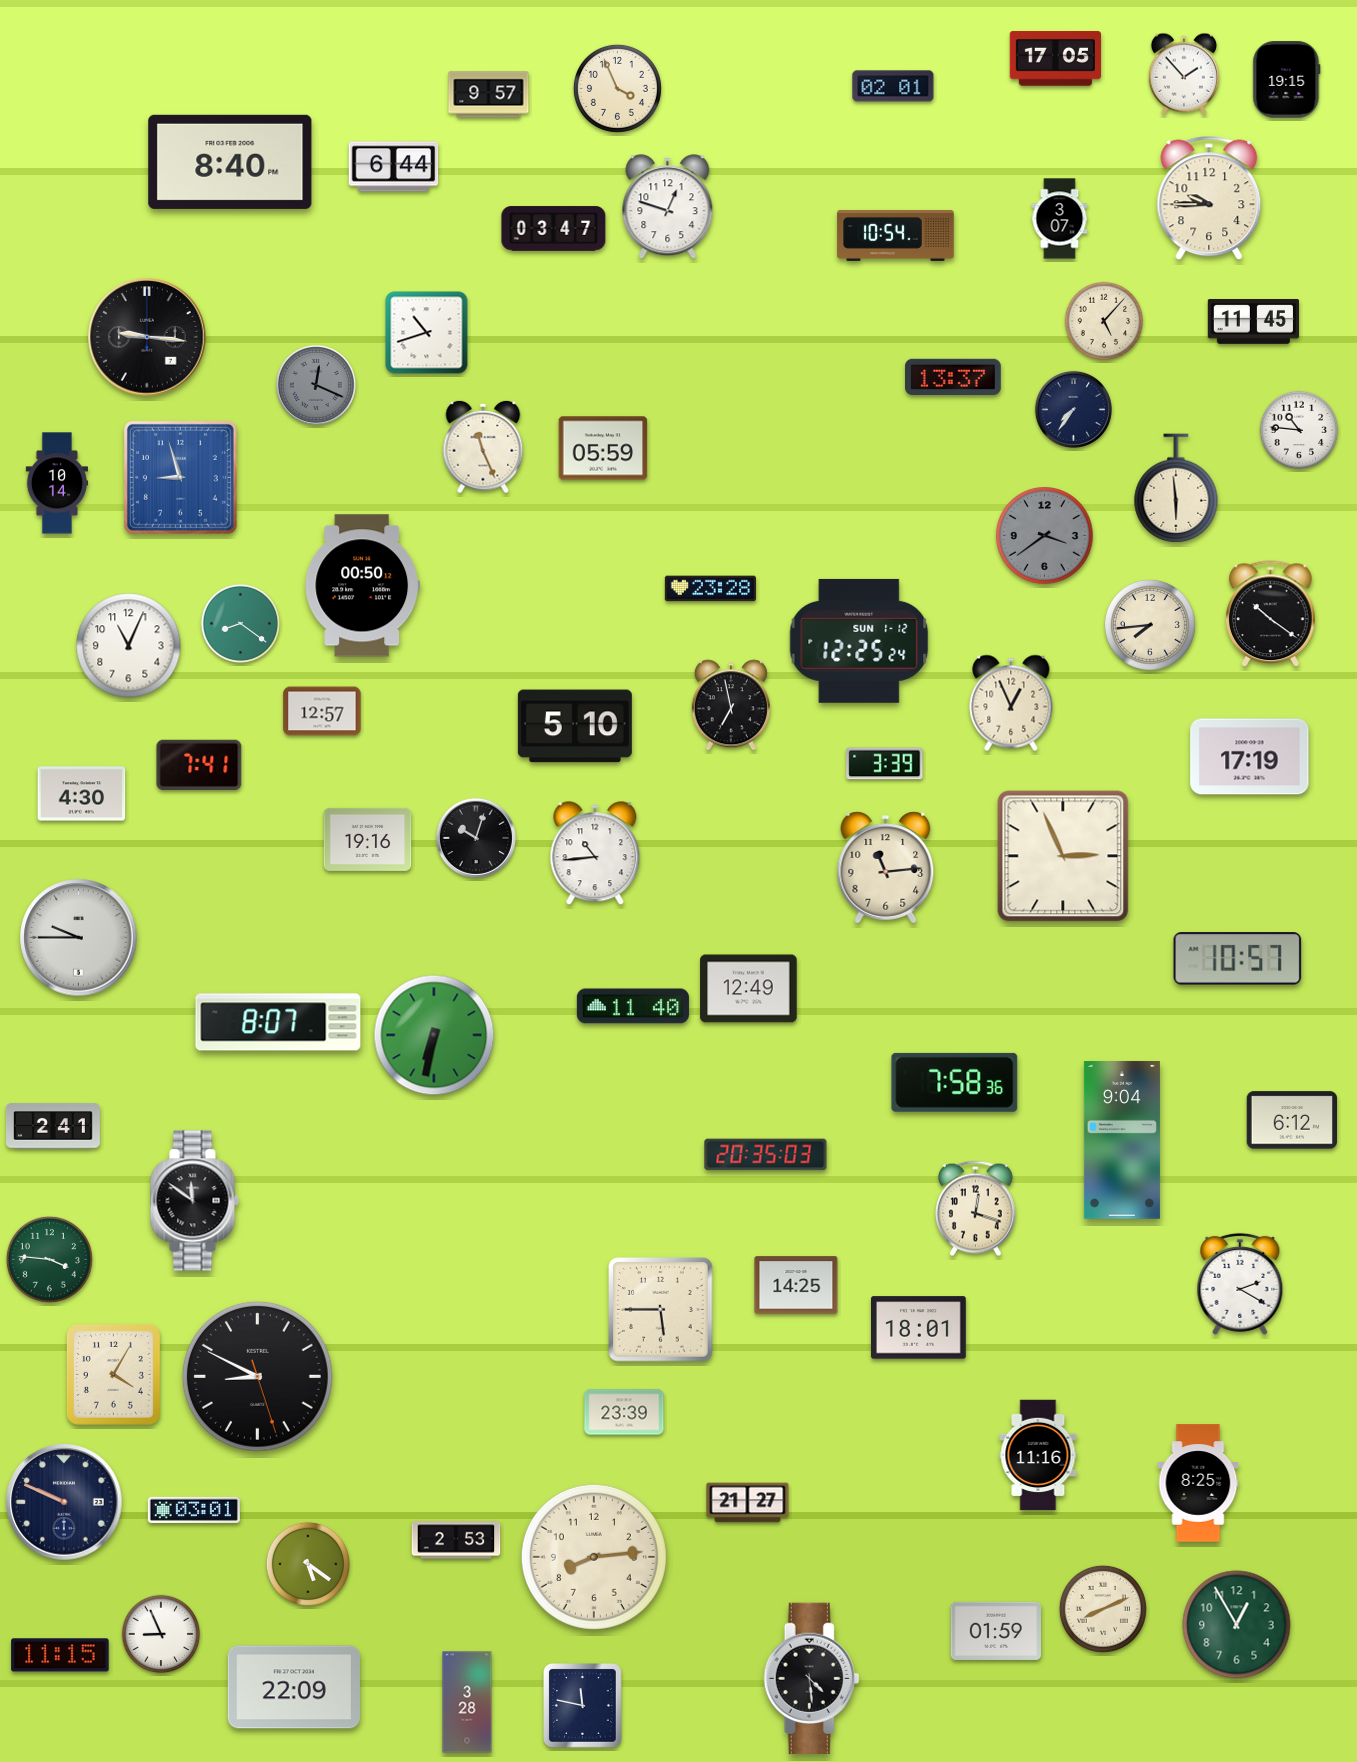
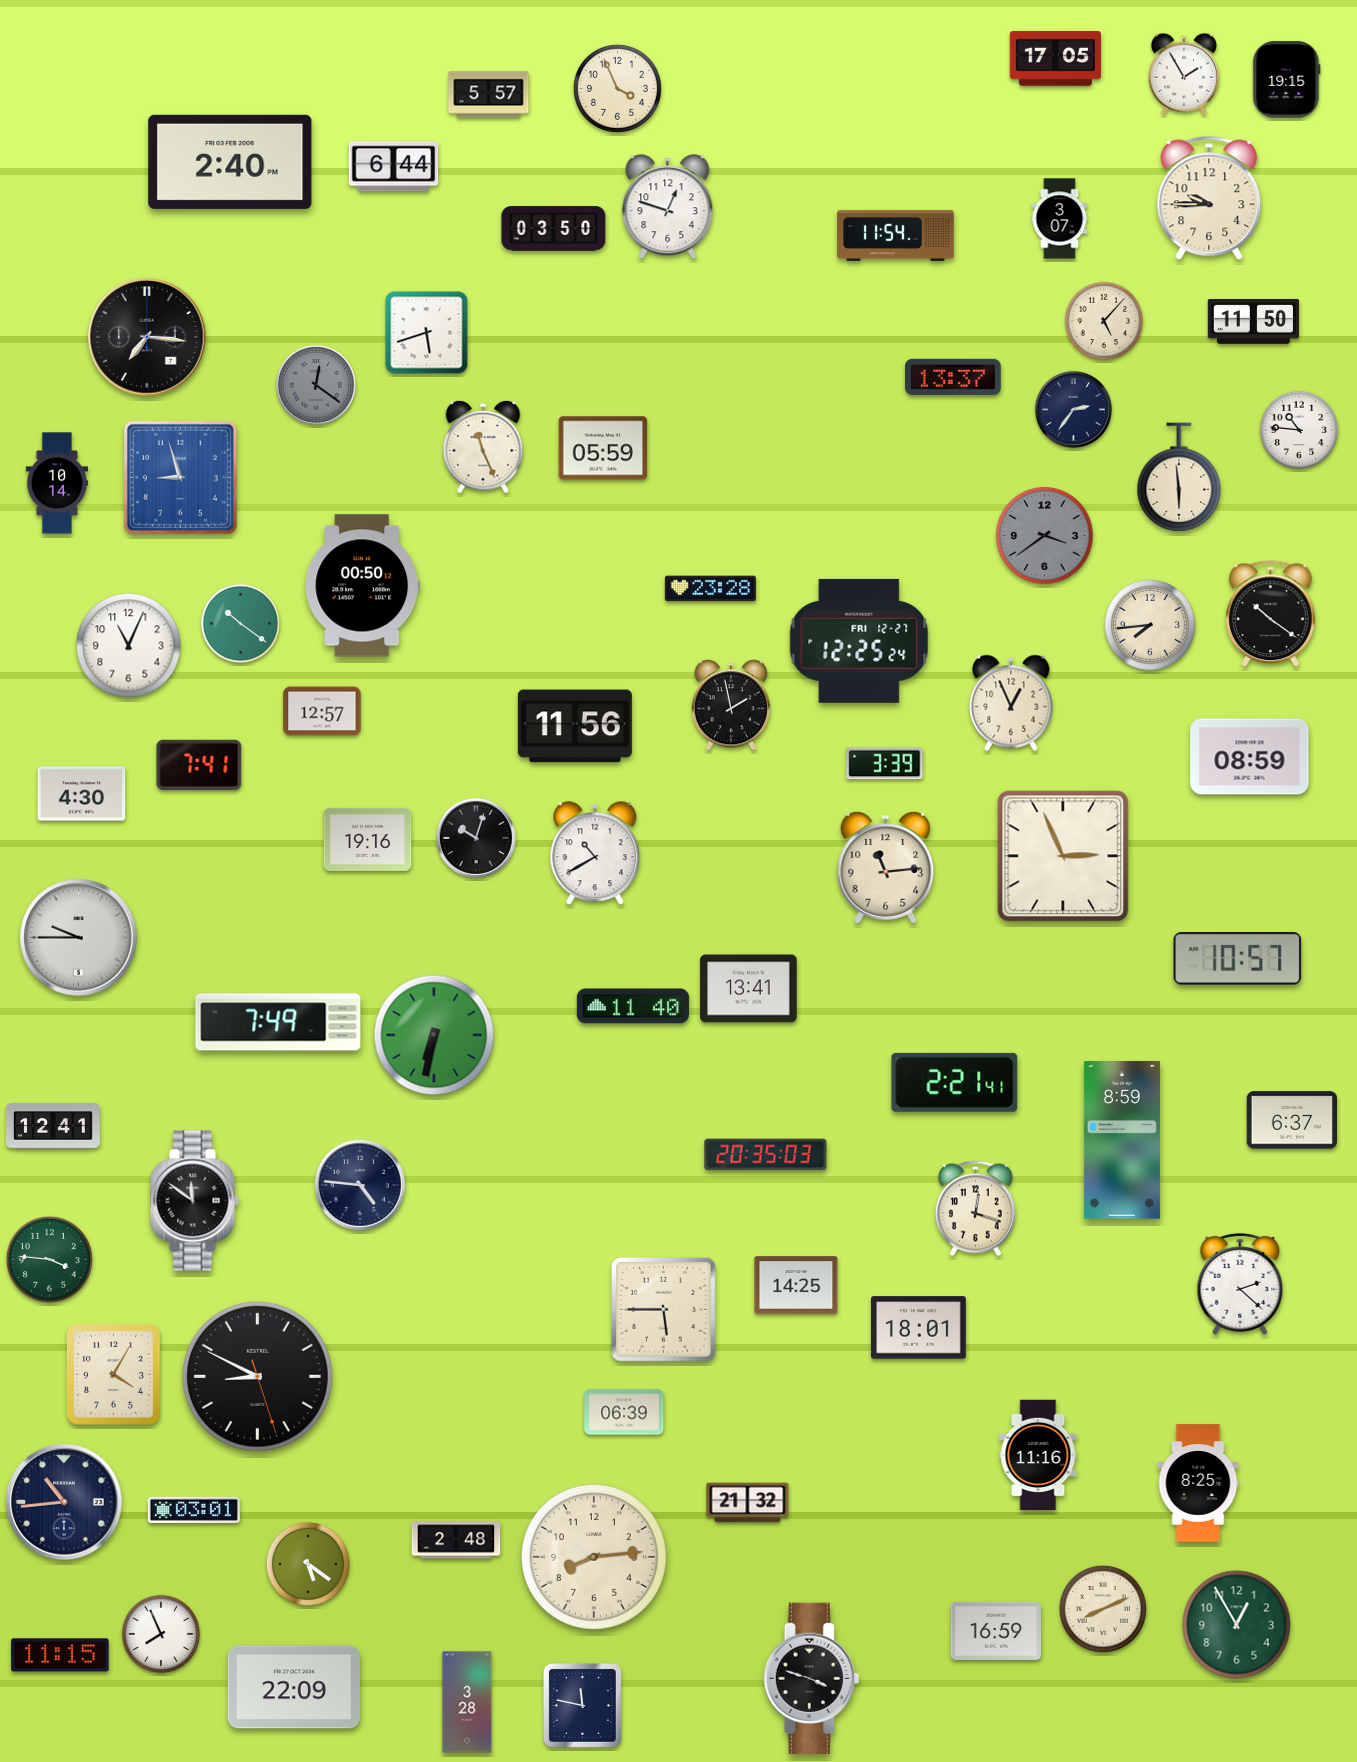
clock at (1184, 74): 1:53 -> 1:55
clock at (893, 86): 02:01 -> none
clock at (489, 95): 9:57 -> 5:57
clock at (230, 162): 8:40 -> 2:40
clock at (554, 229): 03:47 -> 03:50
clock at (896, 235): 10:54 -> 11:54
clock at (1253, 322): 11:45 -> 11:50
clock at (427, 333): 10:42 -> 5:42
clock at (147, 337): 9:16 -> 7:16
clock at (316, 385): 12:19 -> 12:21
clock at (1073, 409): 7:36 -> 2:36
clock at (1176, 488) position: (1176, 488) -> (1179, 477)
clock at (241, 624): 8:21 -> 10:21
clock at (859, 641) date: SUN 1-12 -> FRI 12-27
clock at (731, 705): 6:58 -> 1:58
clock at (575, 726): 5:10 -> 11:56
clock at (1250, 757): 17:19 -> 08:59
clock at (595, 854): 10:44 -> 10:40
clock at (749, 989): 12:49 -> 13:41
clock at (278, 1022): 8:07 -> 7:49
clock at (955, 1082): 7:58 -> 2:21
clock at (1291, 1120): 6:12 -> 6:37
clock at (53, 1126): 2:41 -> 12:41
clock at (1122, 1140): 9:04 -> 8:59
clock at (360, 1185): none -> 4:46
clock at (1240, 1284): 2:20 -> 2:22
clock at (661, 1310) position: (661, 1310) -> (664, 1310)
clock at (624, 1412): 23:39 -> 06:39
clock at (64, 1502): 9:49 -> 10:44
clock at (748, 1503): 21:27 -> 21:32
clock at (456, 1540): 2:53 -> 2:48
clock at (995, 1631): 01:59 -> 16:59
clock at (161, 1634): 8:56 -> 7:56
clock at (812, 1678): 4:29 -> 3:48
